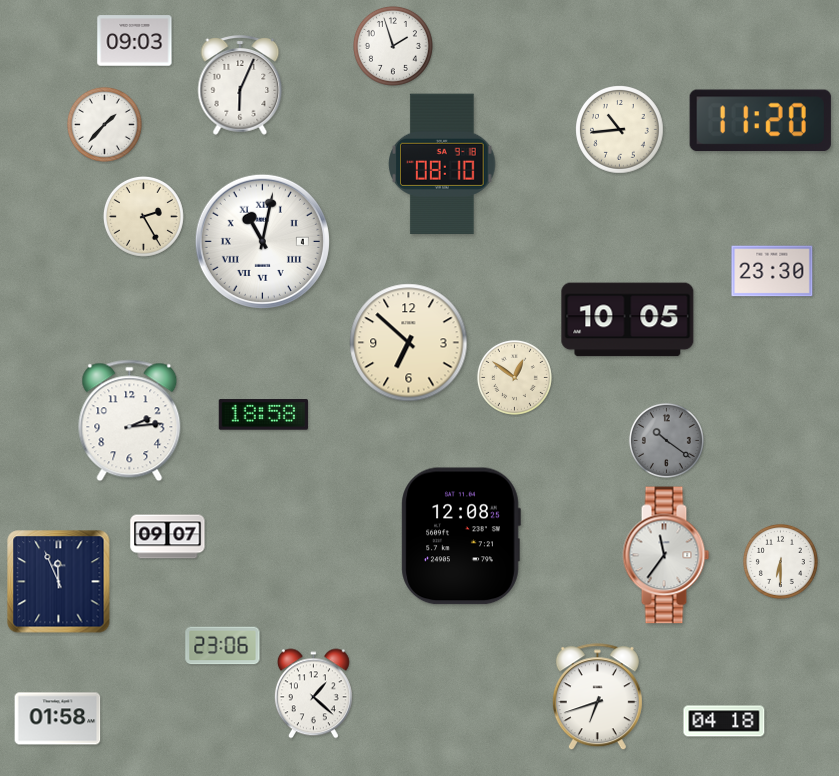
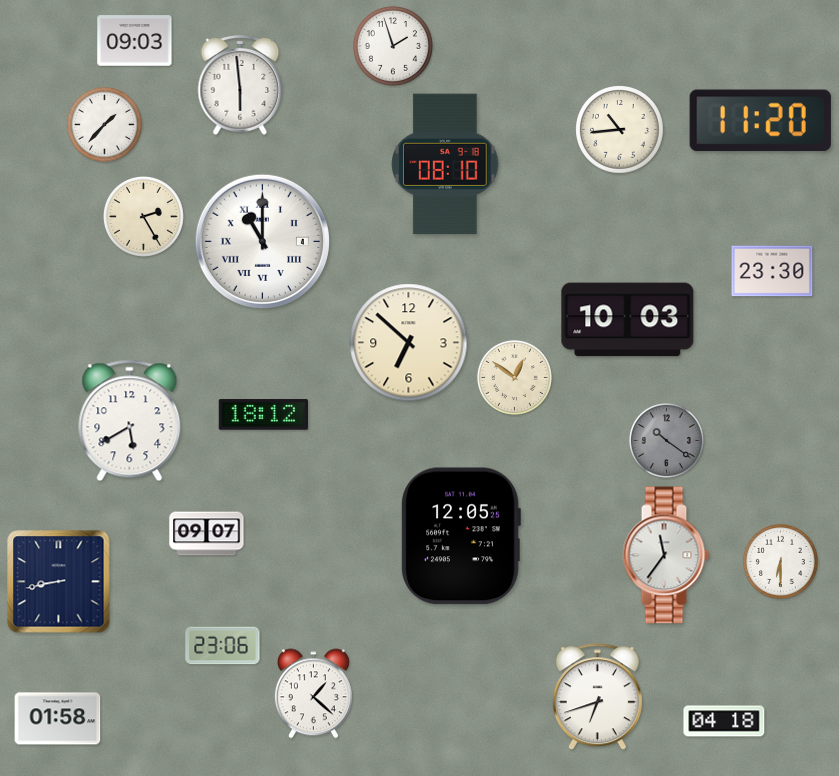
clock at (240, 85): 6:04 -> 5:59
clock at (442, 163) position: (442, 163) -> (445, 163)
clock at (262, 241): 11:02 -> 11:00
clock at (628, 320): 10:05 -> 10:03
clock at (263, 415): 18:58 -> 18:12
clock at (130, 421): 2:14 -> 5:40
clock at (461, 536): 12:08 -> 12:05
clock at (168, 537) position: (168, 537) -> (207, 534)
clock at (59, 582): 11:56 -> 8:43
